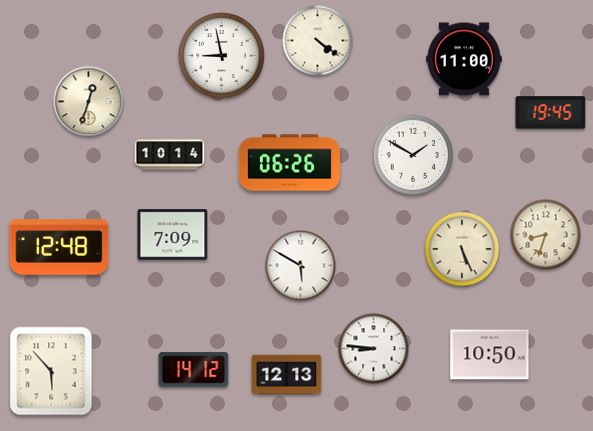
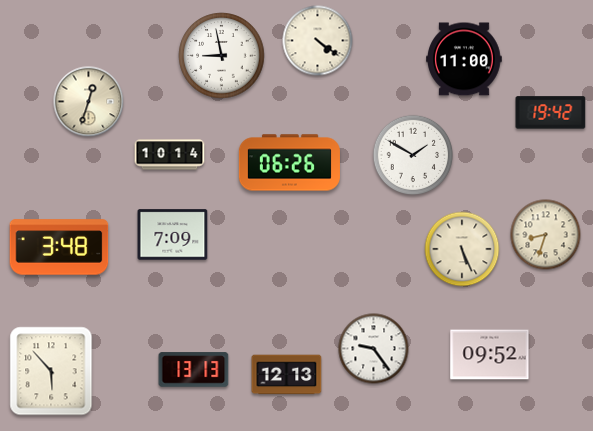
clock at (551, 113): 19:45 -> 19:42
clock at (59, 247): 12:48 -> 3:48
clock at (301, 266): 5:50 -> none
clock at (374, 349): 8:46 -> 9:24
clock at (490, 355): 10:50 -> 09:52
clock at (194, 370): 14:12 -> 13:13
